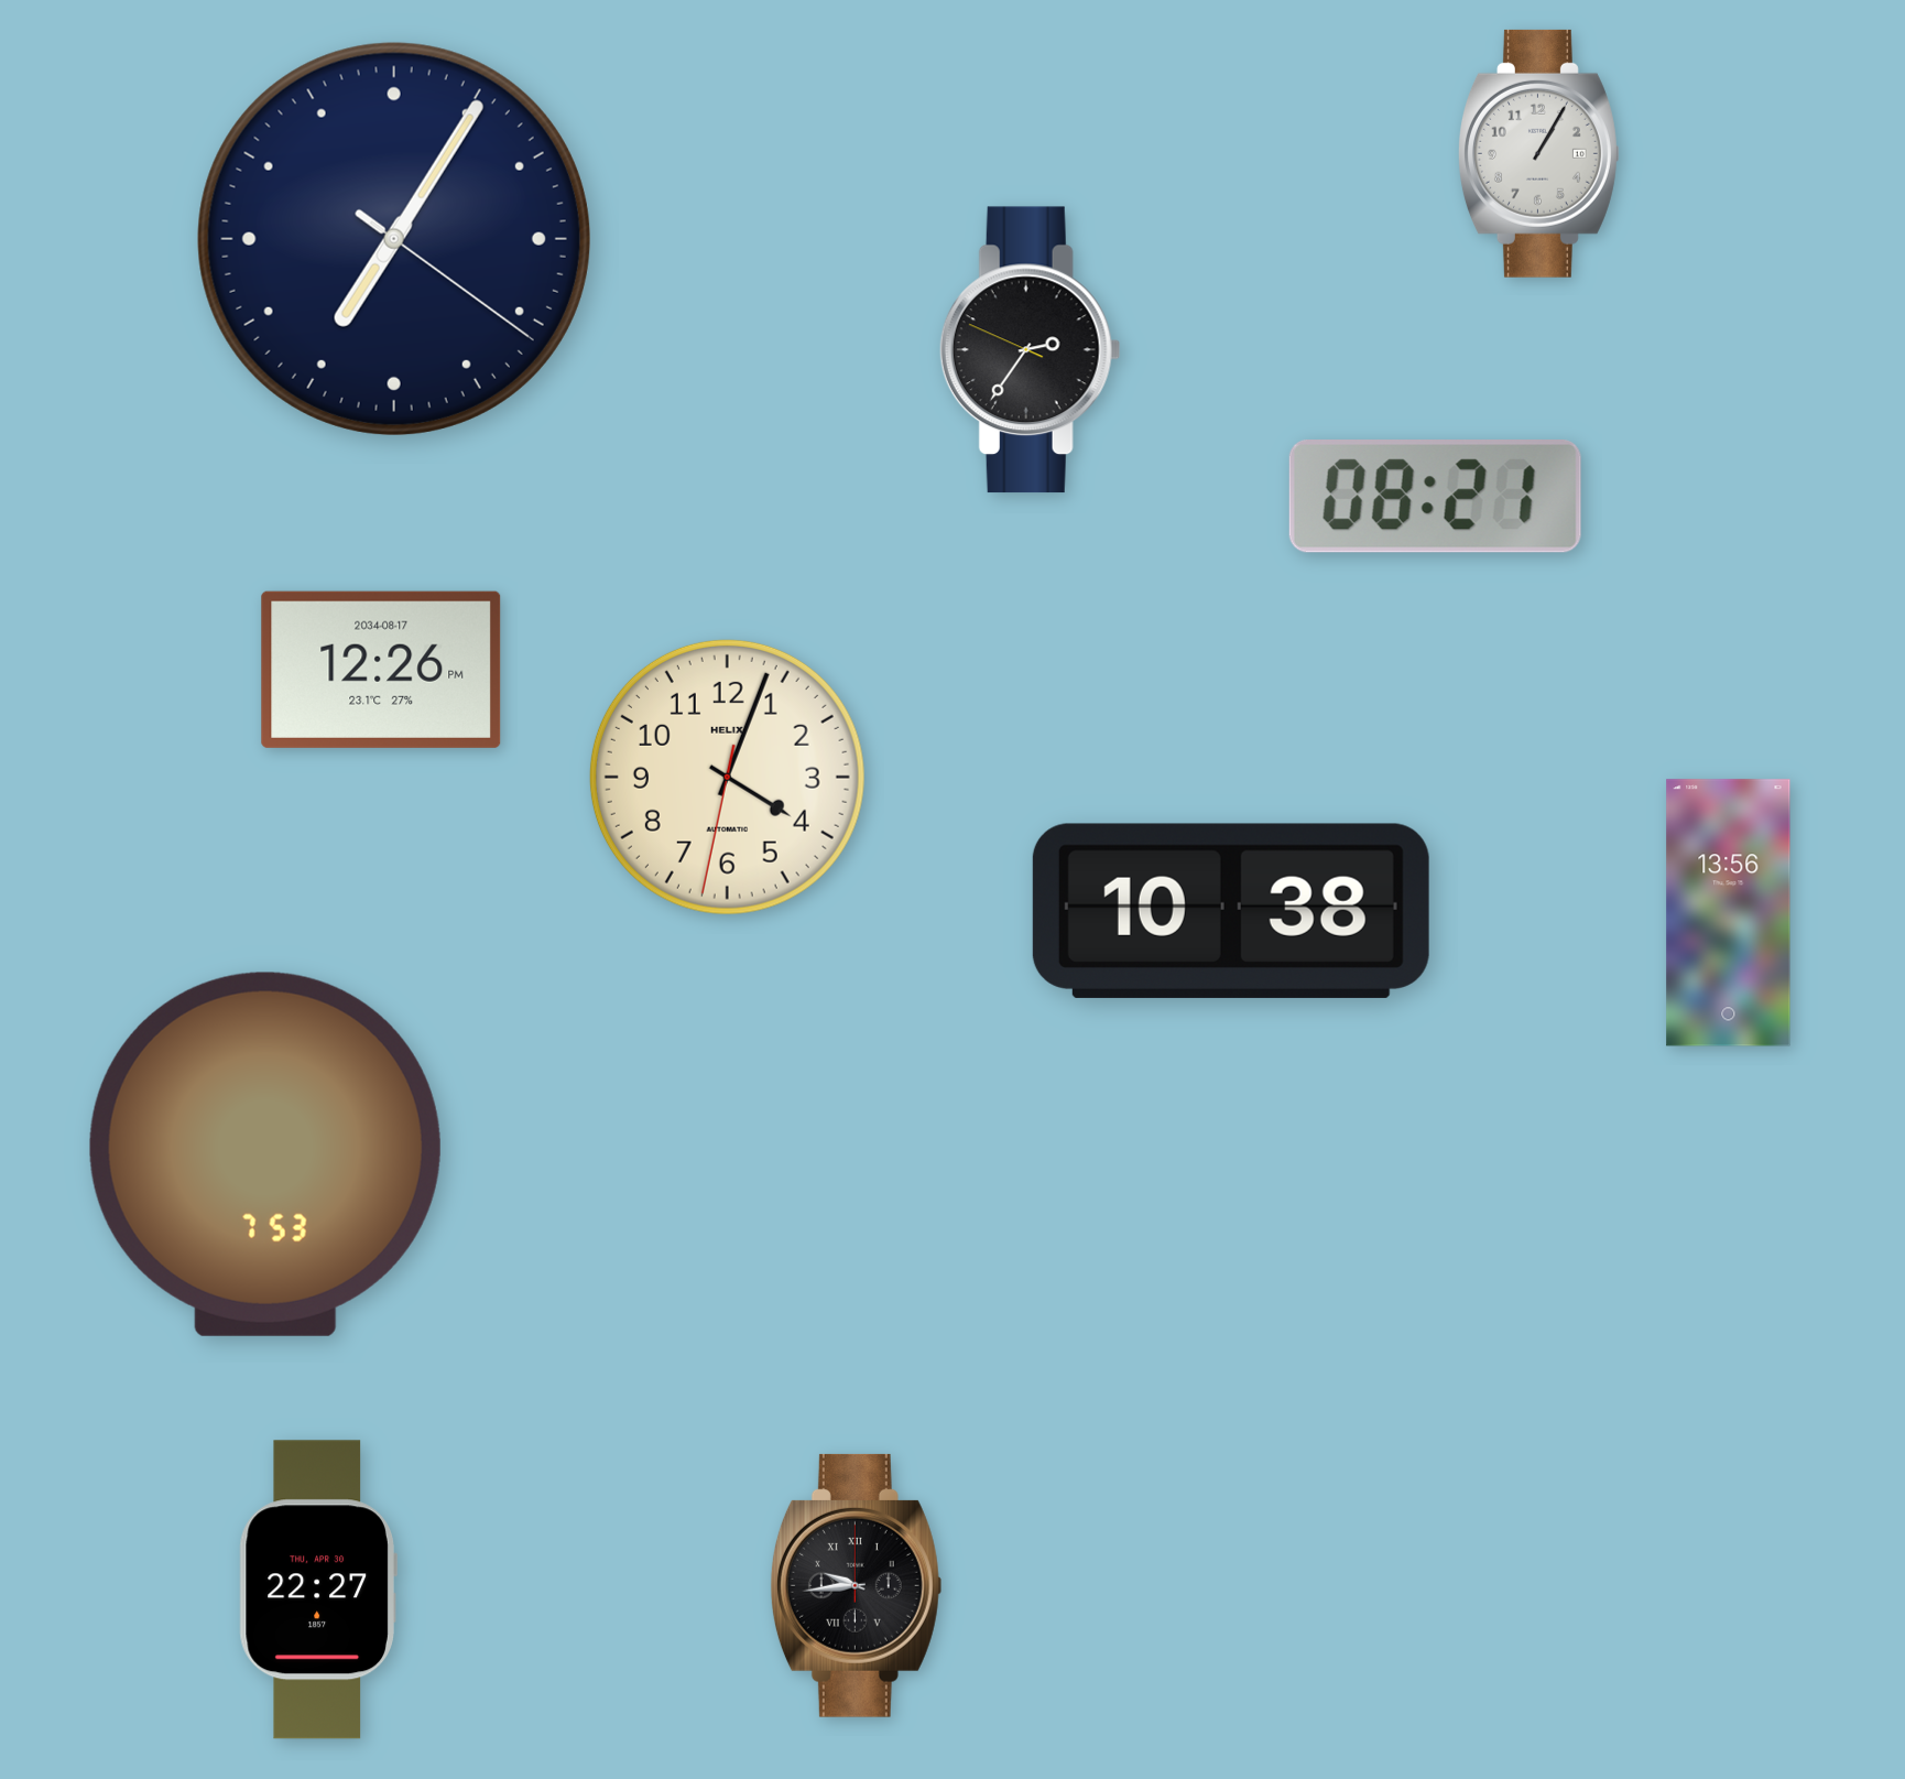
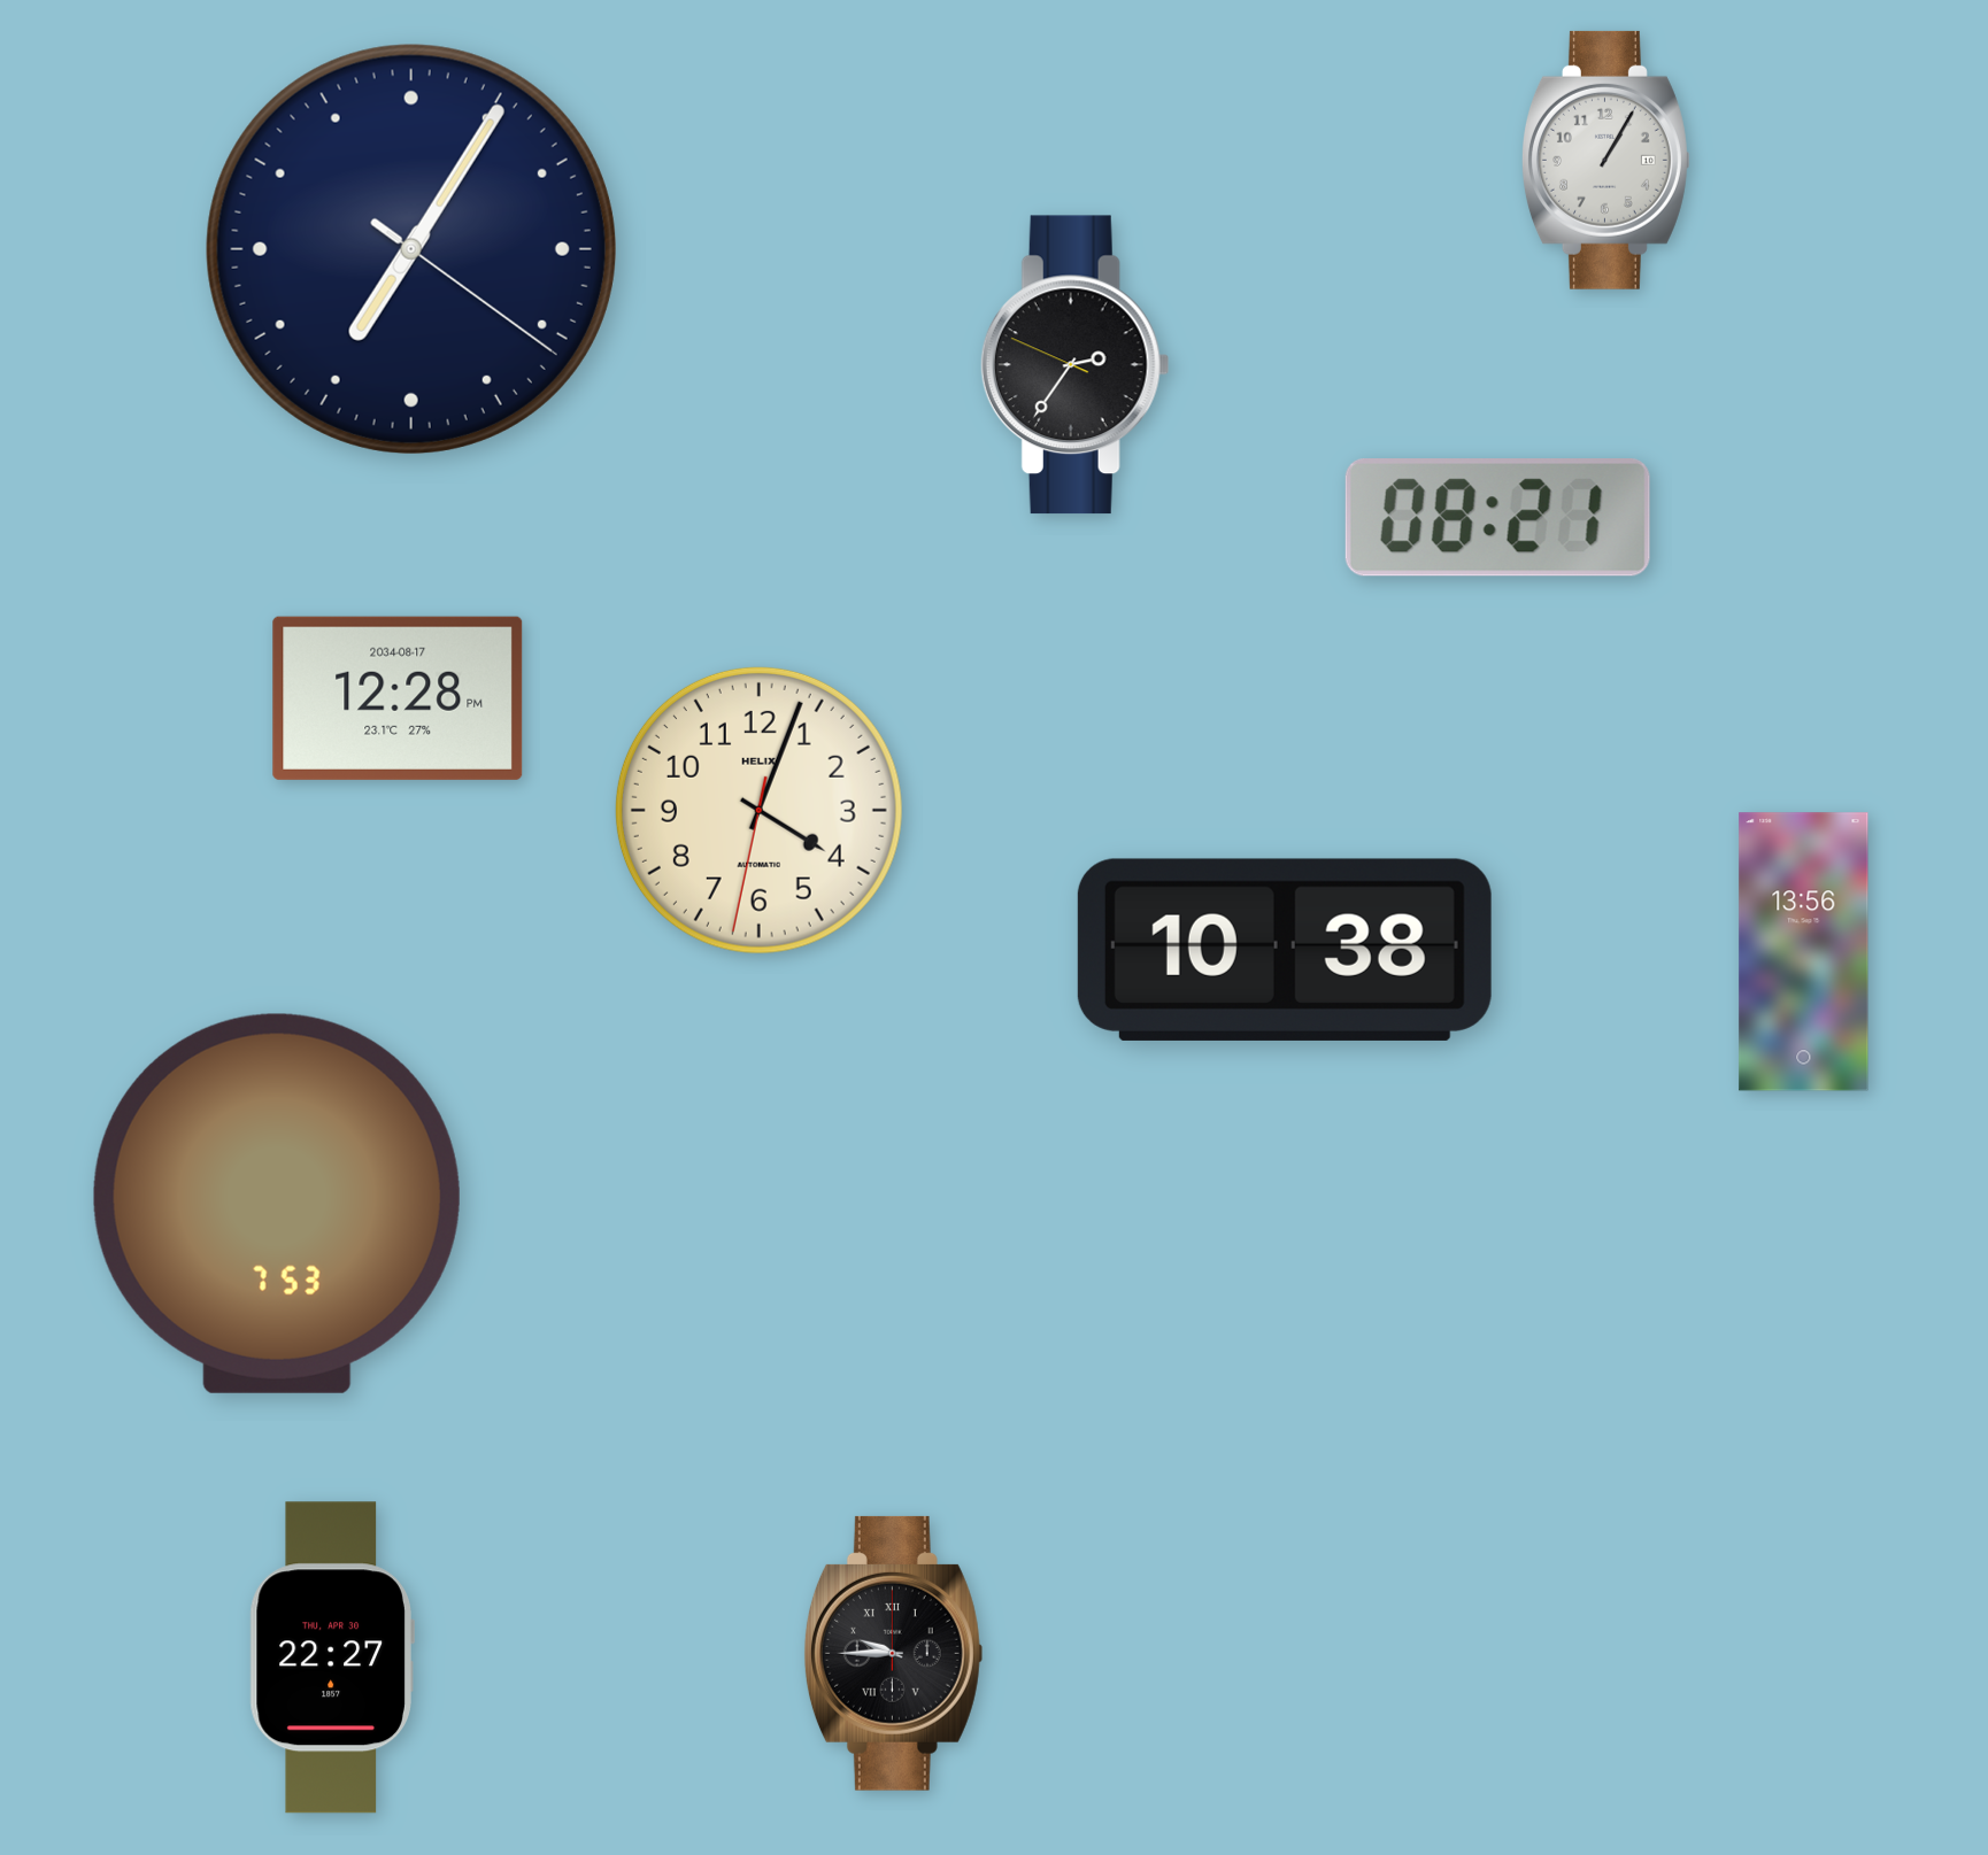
clock at (381, 670): 12:26 -> 12:28
clock at (856, 1585): 9:44 -> 9:45
